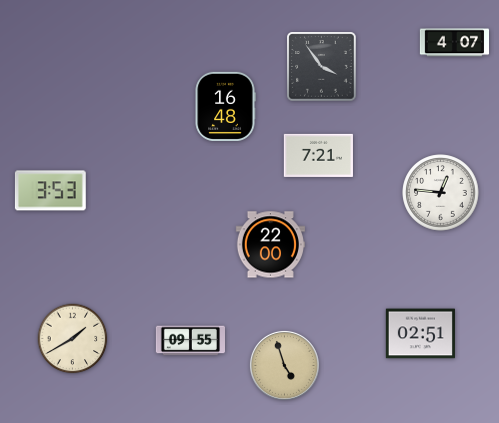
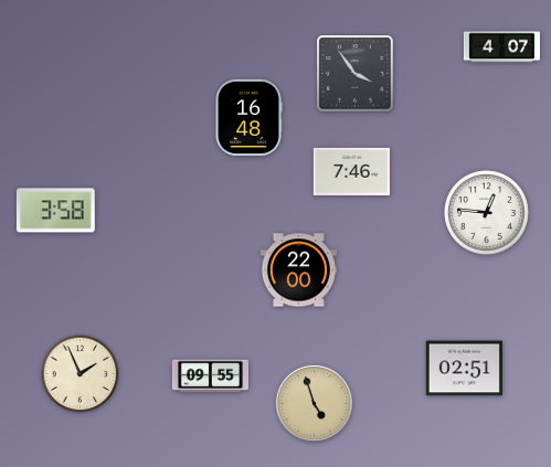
clock at (318, 155): 7:21 -> 7:46
clock at (50, 191): 3:53 -> 3:58
clock at (73, 339): 1:40 -> 1:56
